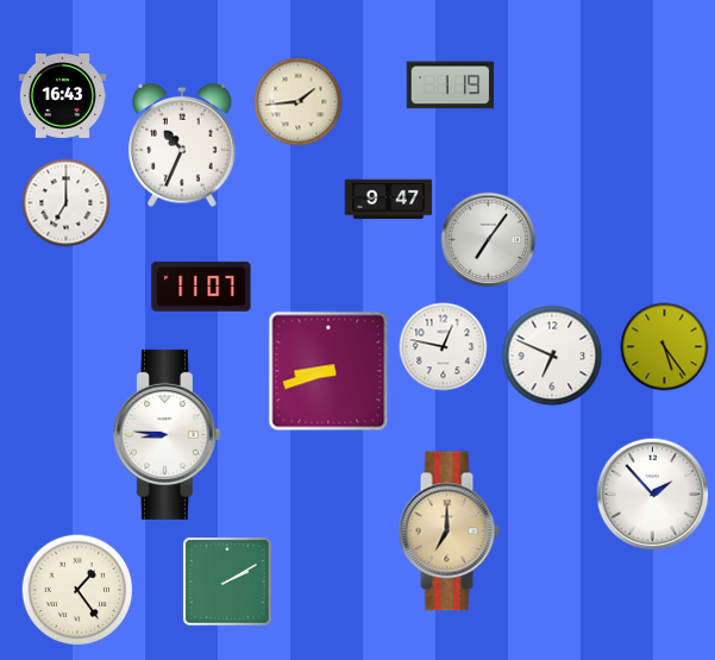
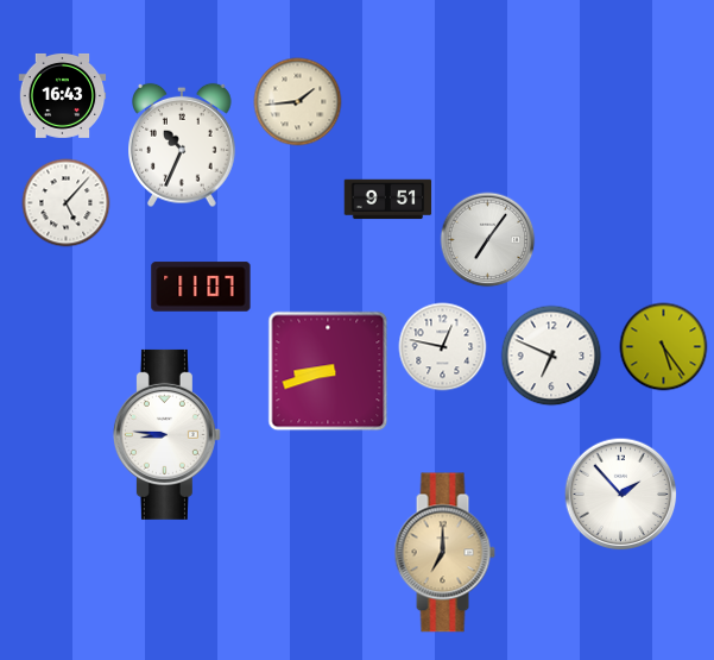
clock at (451, 86): 1:19 -> none
clock at (389, 200): 9:47 -> 9:51
clock at (67, 203): 7:00 -> 5:07
clock at (653, 495) position: (653, 495) -> (621, 495)
clock at (449, 532) position: (449, 532) -> (444, 553)
clock at (227, 582): 2:10 -> none
clock at (77, 590): 1:24 -> none
